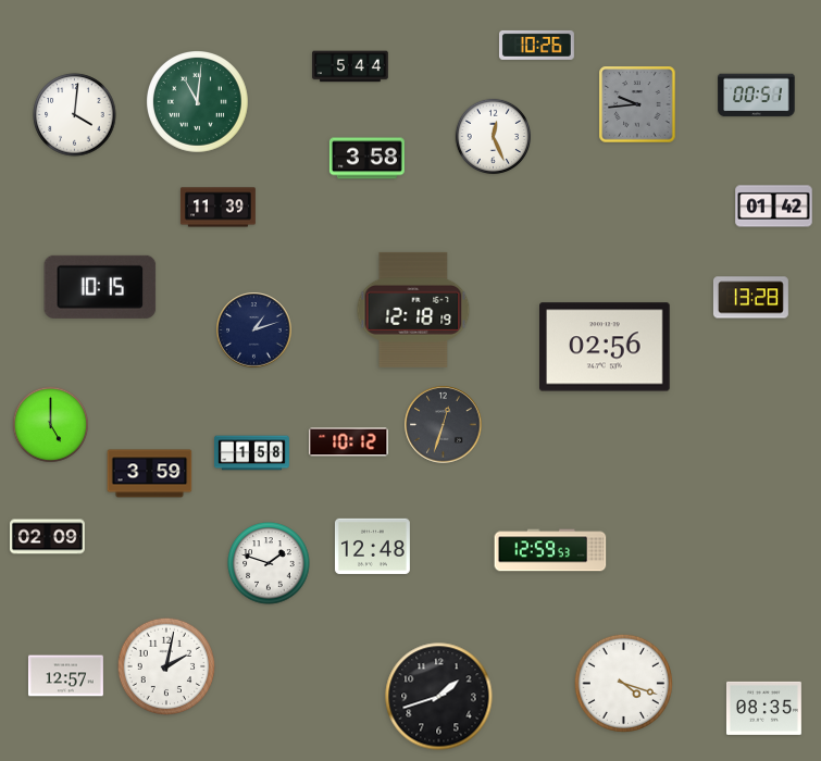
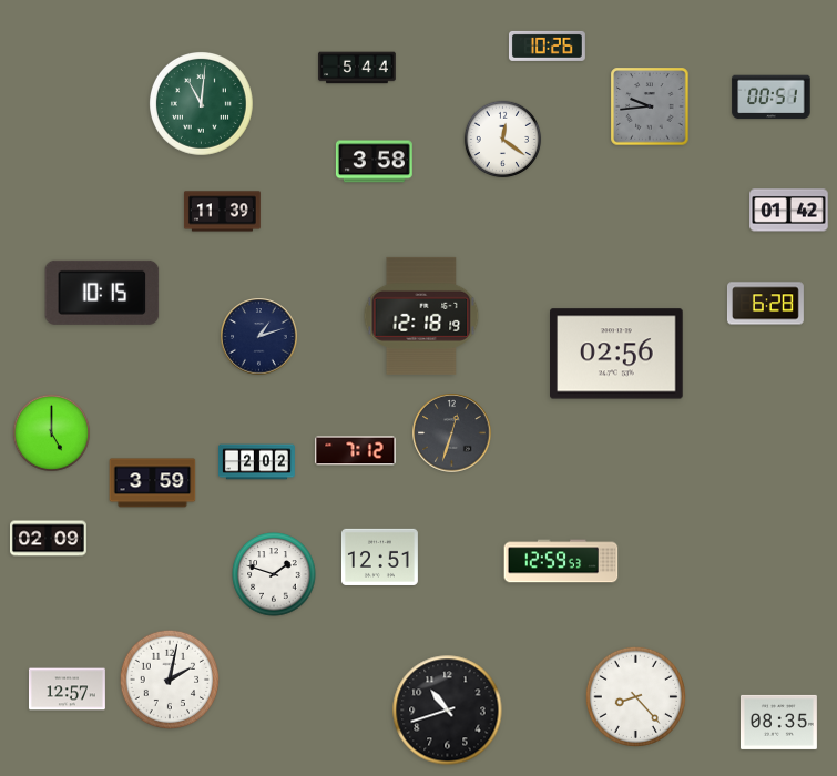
clock at (75, 115): 4:01 -> none
clock at (494, 137): 12:26 -> 12:21
clock at (750, 298): 13:28 -> 6:28
clock at (349, 442): 10:12 -> 7:12
clock at (252, 453): 1:58 -> 2:02
clock at (47, 537) position: (47, 537) -> (48, 539)
clock at (372, 546): 12:48 -> 12:51
clock at (623, 683): 4:18 -> 8:23
clock at (439, 697): 1:42 -> 10:42
